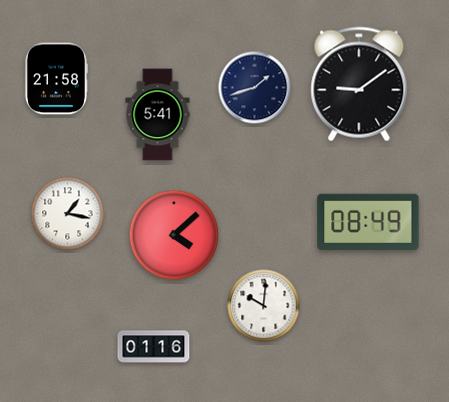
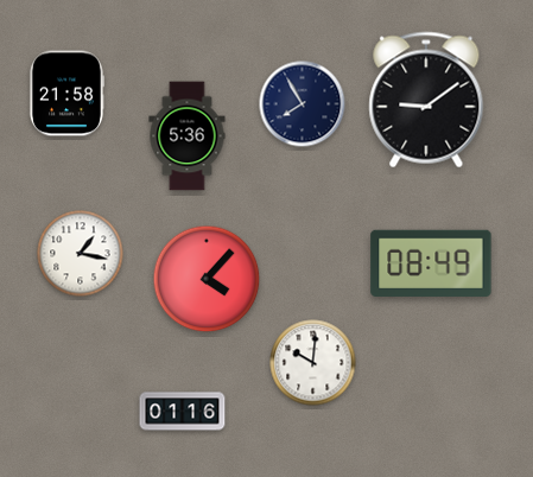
clock at (255, 88): 1:42 -> 7:55
clock at (158, 115): 5:41 -> 5:36
clock at (368, 222) position: (368, 222) -> (431, 263)
clock at (174, 235): 4:08 -> 4:07
